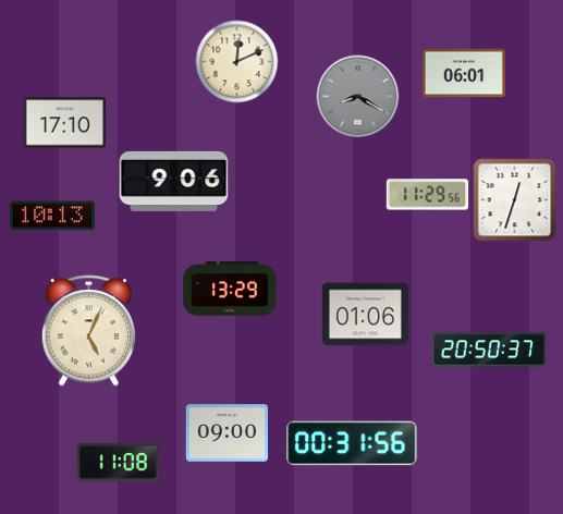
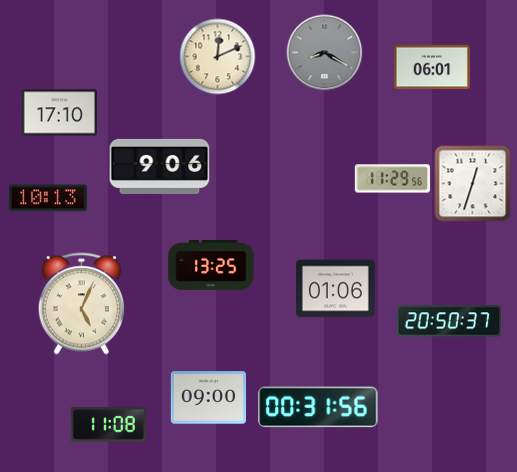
clock at (464, 73) position: (464, 73) -> (432, 67)
clock at (358, 97) position: (358, 97) -> (325, 53)
clock at (230, 290): 13:29 -> 13:25
clock at (352, 443) position: (352, 443) -> (318, 407)
